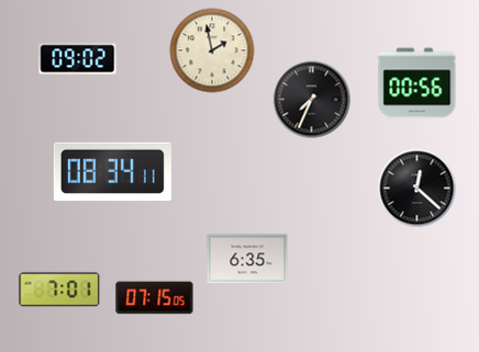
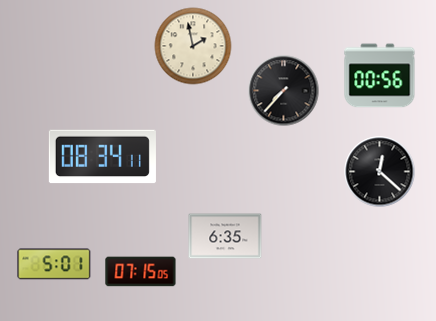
clock at (78, 59): 09:02 -> none
clock at (312, 100): 7:34 -> 7:37
clock at (59, 289): 7:01 -> 5:01
